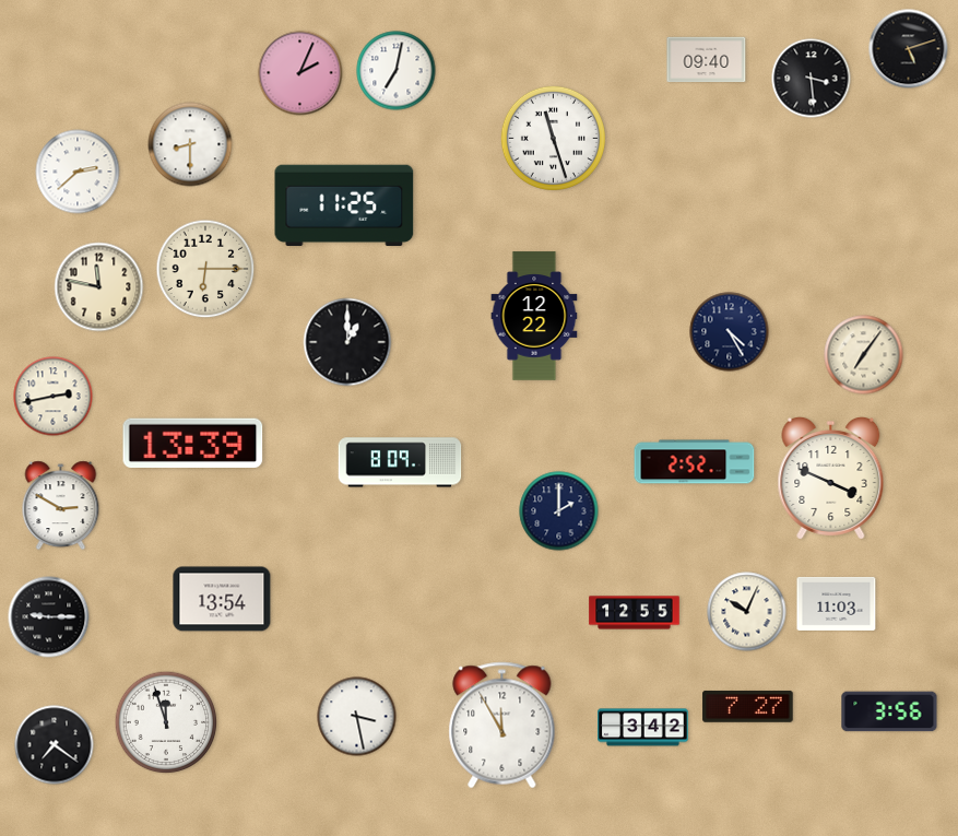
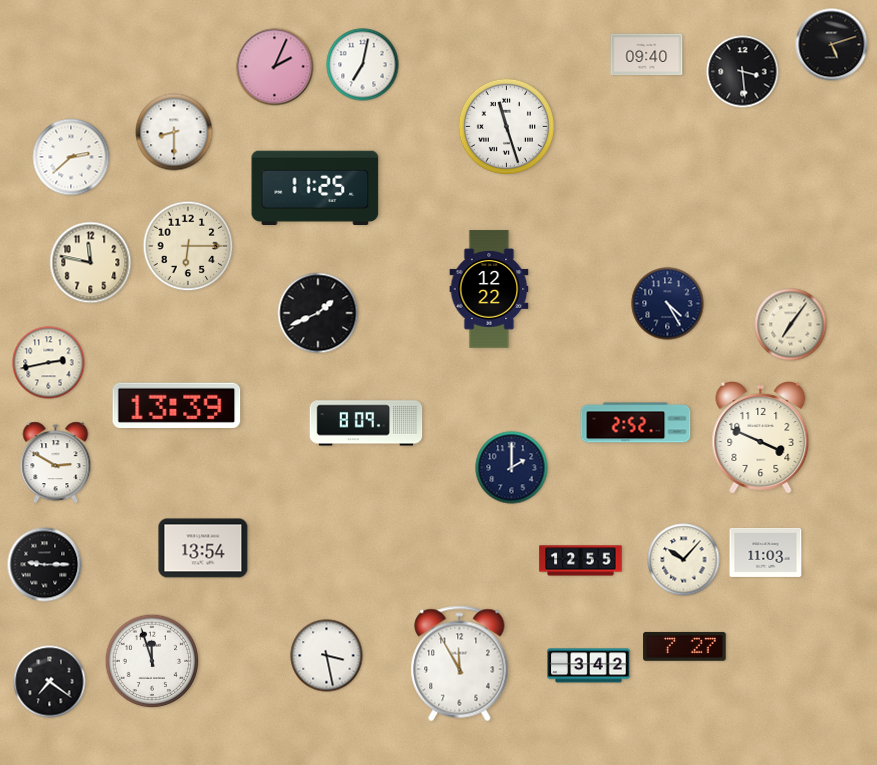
clock at (347, 342): 1:00 -> 1:41
clock at (747, 612): 10:04 -> 10:07
clock at (889, 711): 3:56 -> none
